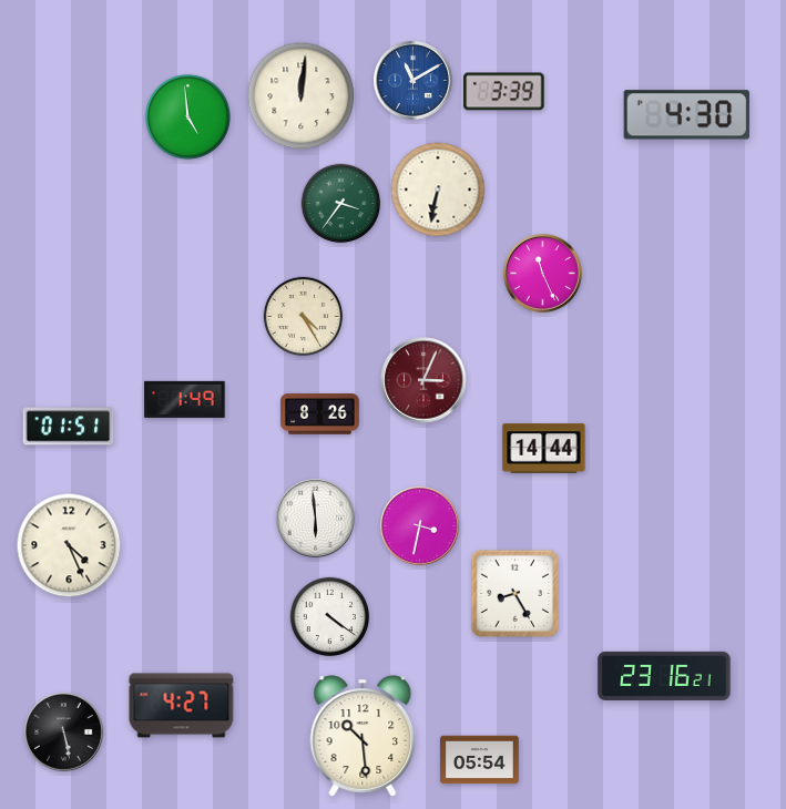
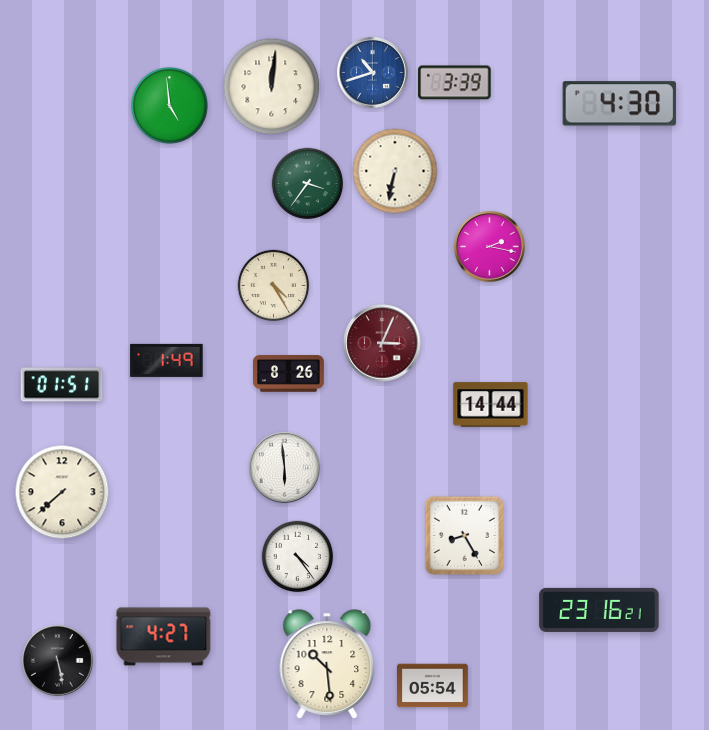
clock at (414, 81): 11:10 -> 10:42
clock at (543, 274): 11:26 -> 2:17
clock at (420, 526): 3:32 -> none
clock at (69, 545): 4:26 -> 7:38
clock at (330, 617): 4:21 -> 4:24
